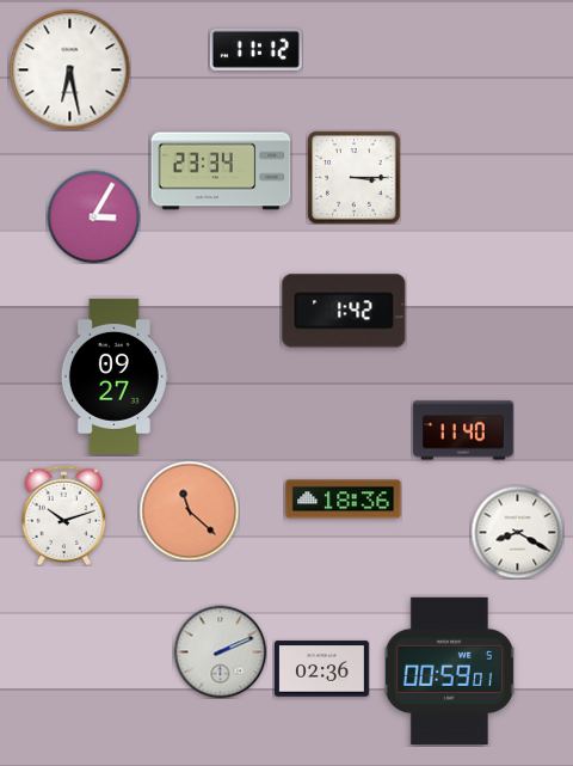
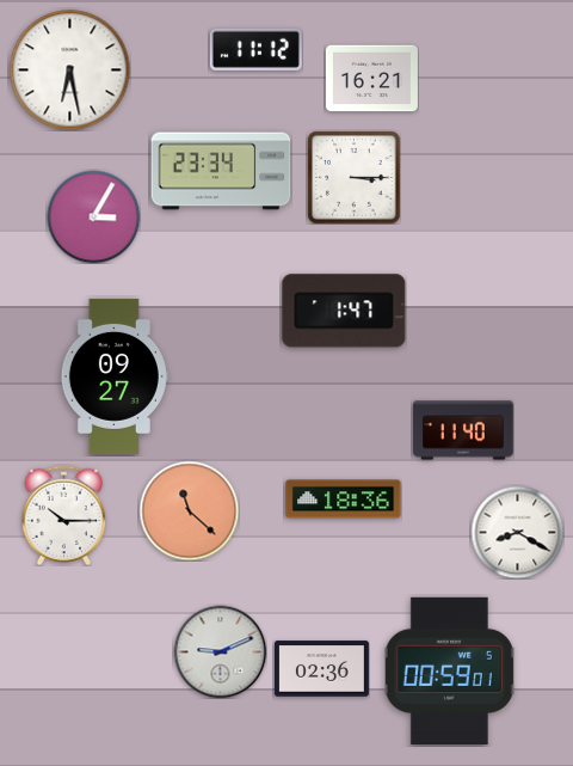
clock at (371, 79): none -> 16:21
clock at (344, 311): 1:42 -> 1:47
clock at (64, 515): 10:12 -> 10:15
clock at (220, 651): 2:11 -> 9:11
